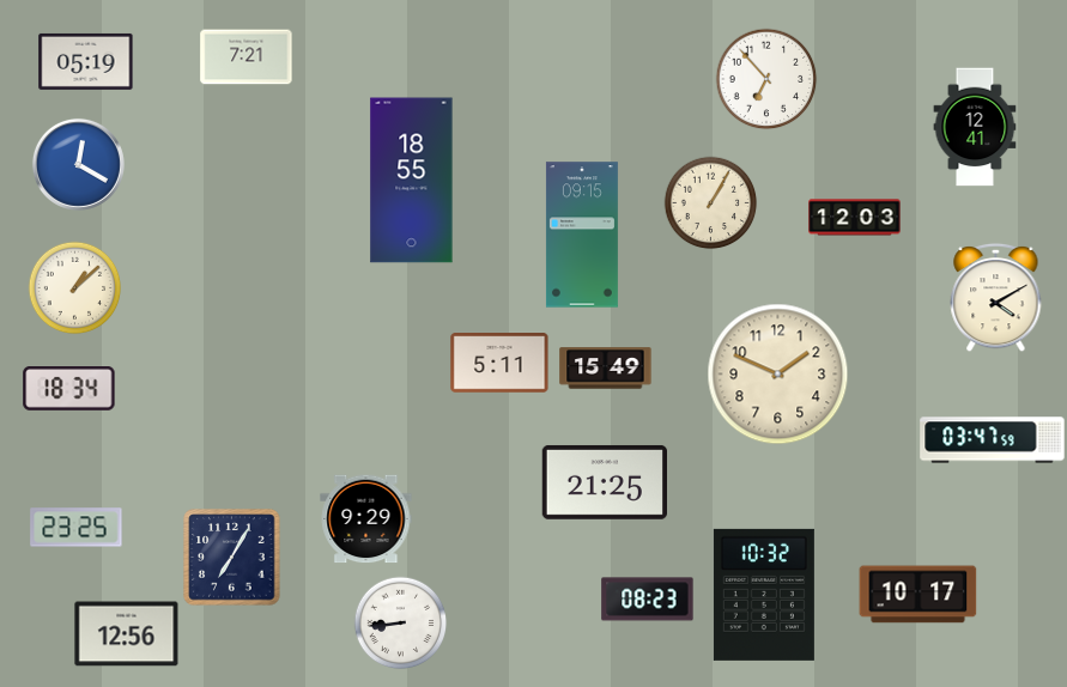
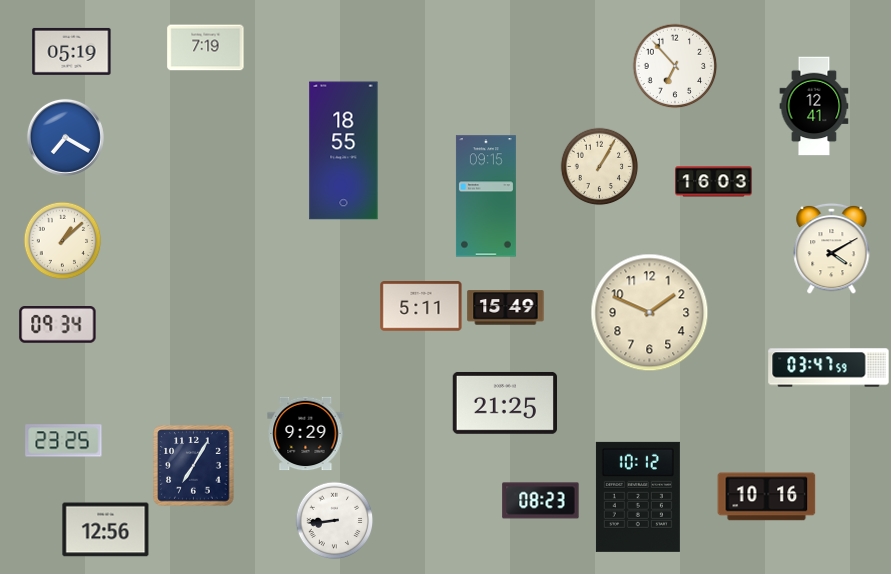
clock at (247, 57): 7:21 -> 7:19
clock at (766, 79) position: (766, 79) -> (675, 66)
clock at (78, 164): 12:20 -> 7:20
clock at (710, 202) position: (710, 202) -> (599, 166)
clock at (855, 218): 12:03 -> 16:03
clock at (499, 363) position: (499, 363) -> (421, 306)
clock at (69, 389): 18:34 -> 09:34
clock at (764, 595): 10:32 -> 10:12
clock at (919, 595): 10:17 -> 10:16
